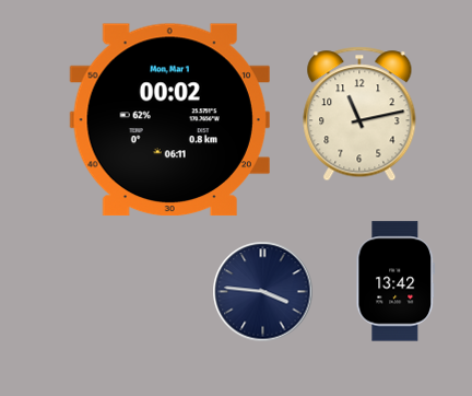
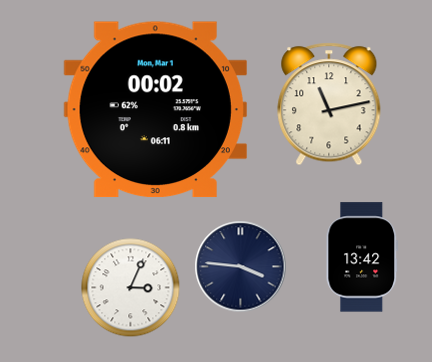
clock at (131, 288): none -> 3:04
